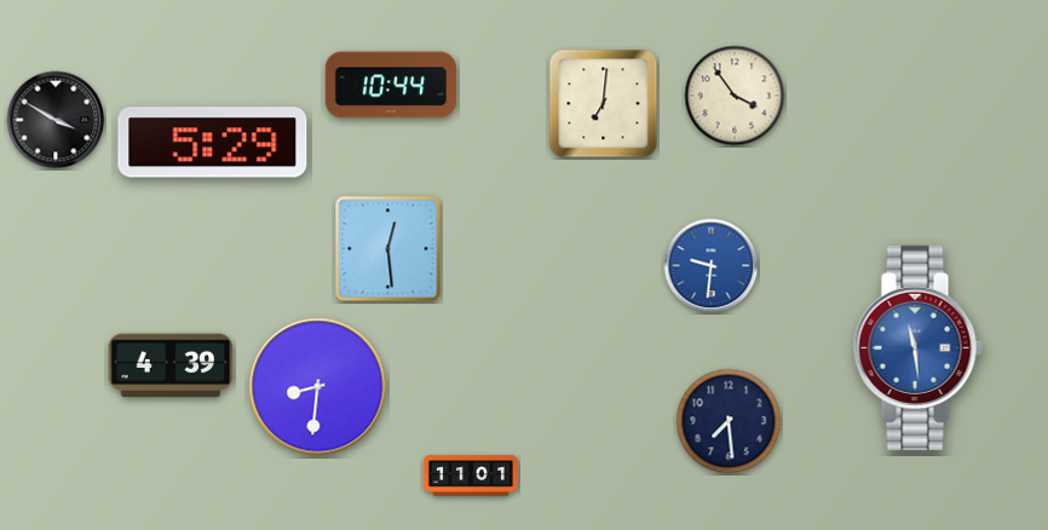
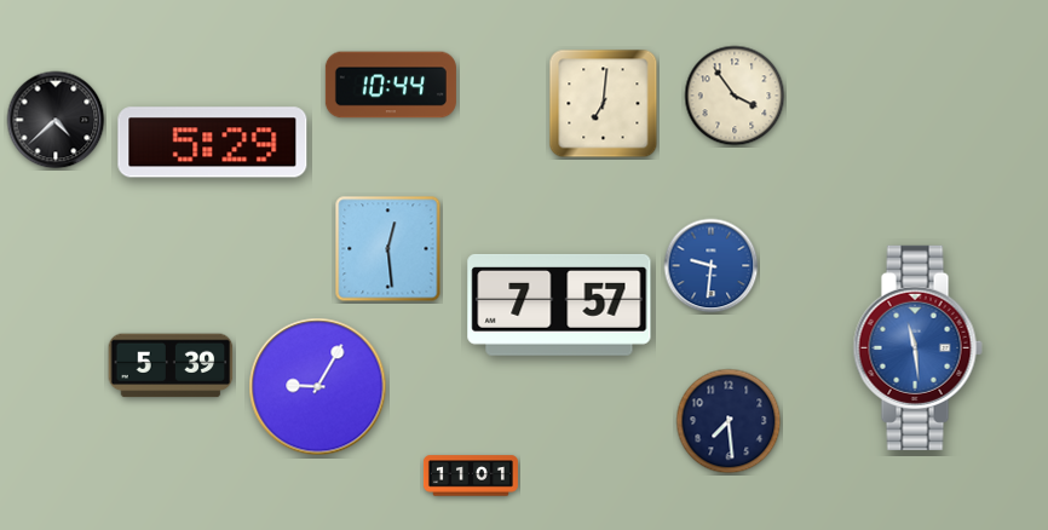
clock at (56, 120): 3:50 -> 4:38
clock at (559, 305): none -> 7:57
clock at (171, 365): 4:39 -> 5:39
clock at (318, 387): 8:31 -> 9:05
